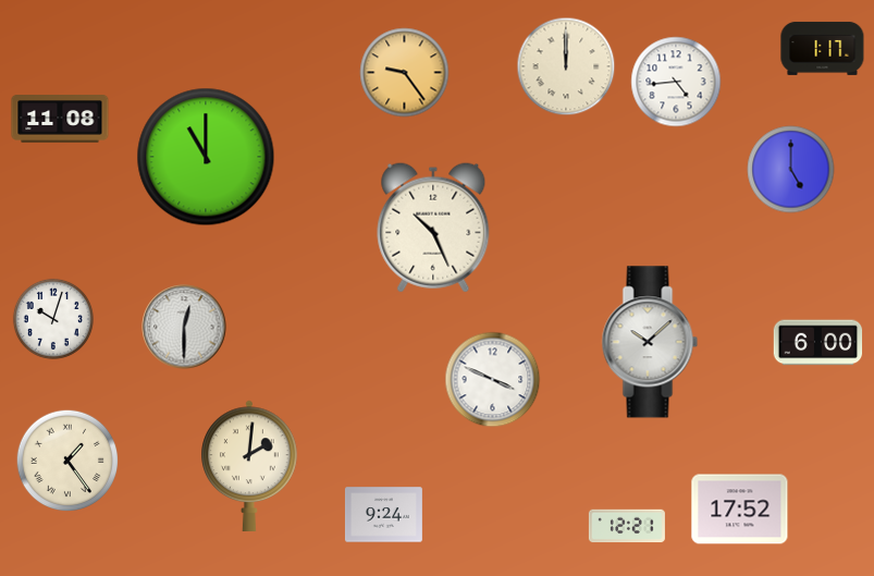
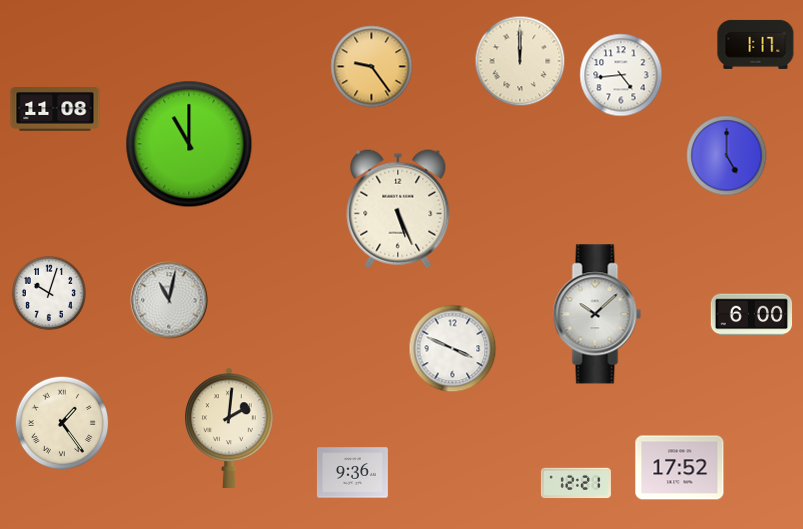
clock at (433, 228): 10:26 -> 5:26
clock at (184, 327): 12:30 -> 11:02
clock at (383, 515): 9:24 -> 9:36
